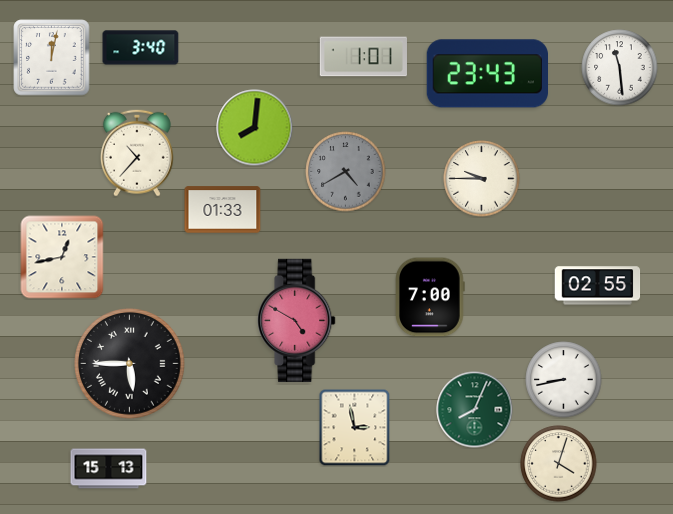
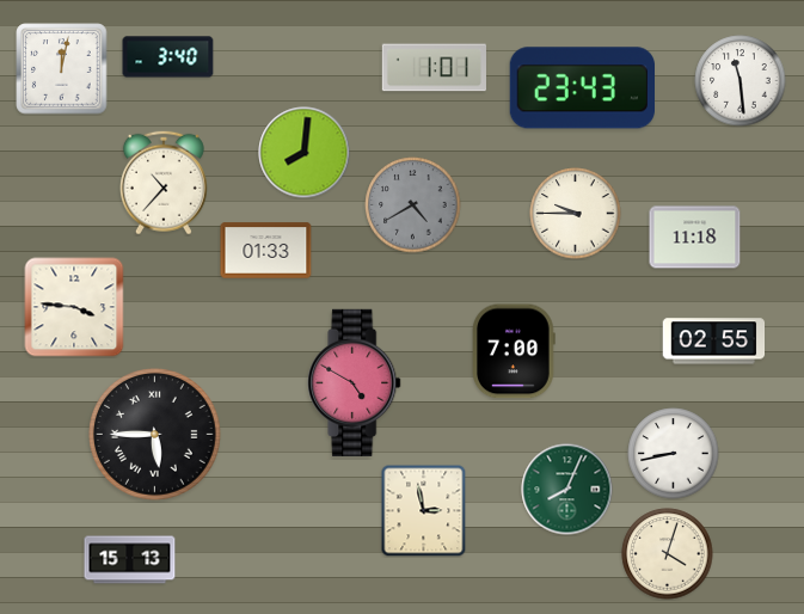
clock at (695, 238): none -> 11:18
clock at (62, 257): 12:43 -> 3:46
clock at (431, 297) position: (431, 297) -> (515, 351)
